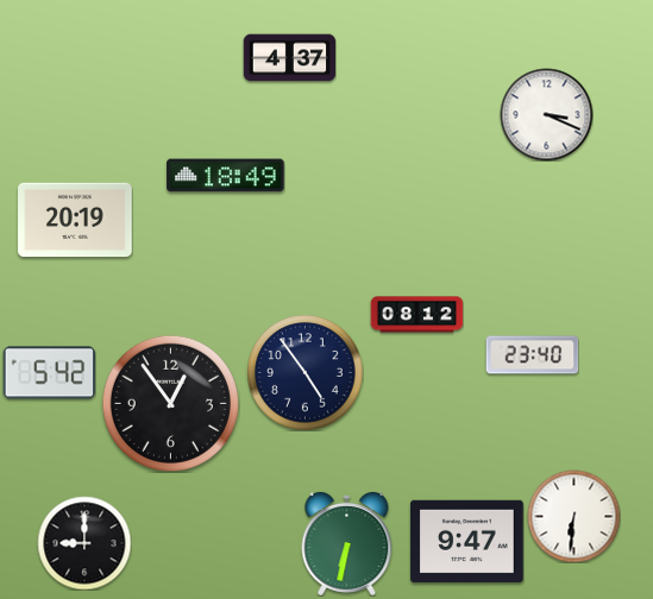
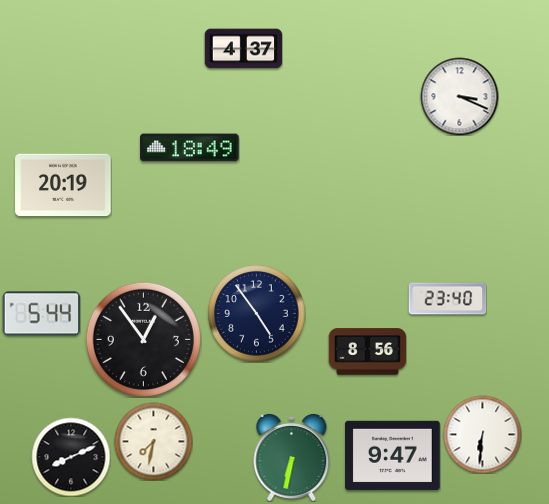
clock at (416, 315): 08:12 -> none
clock at (49, 373): 5:42 -> 5:44
clock at (367, 352): none -> 8:56
clock at (153, 441): none -> 7:32
clock at (84, 543): 9:00 -> 8:11
